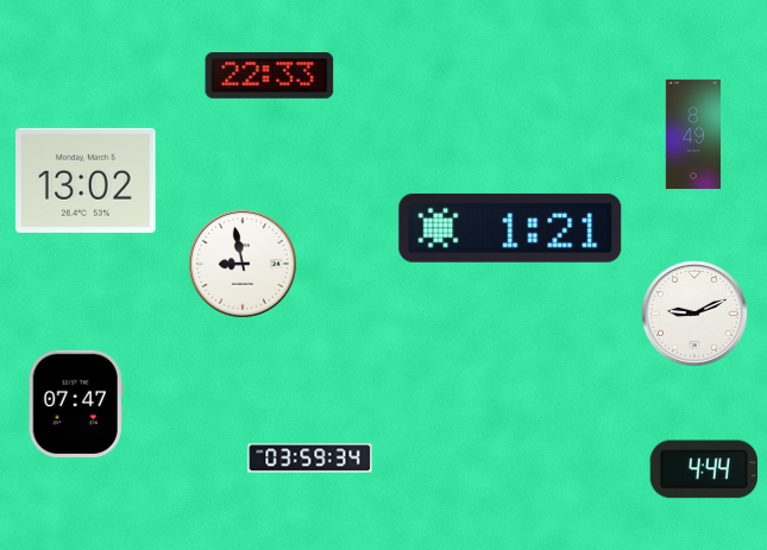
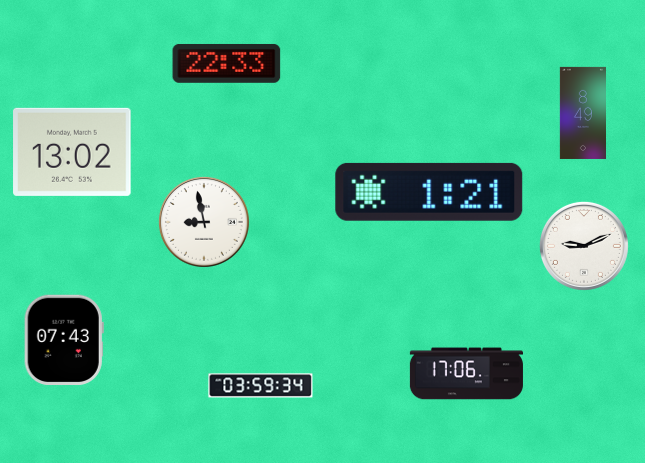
clock at (694, 314) position: (694, 314) -> (584, 246)
clock at (76, 403): 07:47 -> 07:43
clock at (466, 374): none -> 17:06
clock at (704, 469): 4:44 -> none
